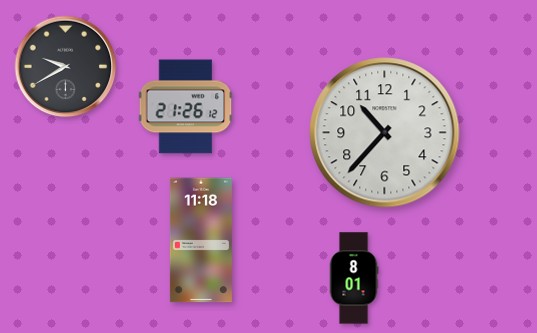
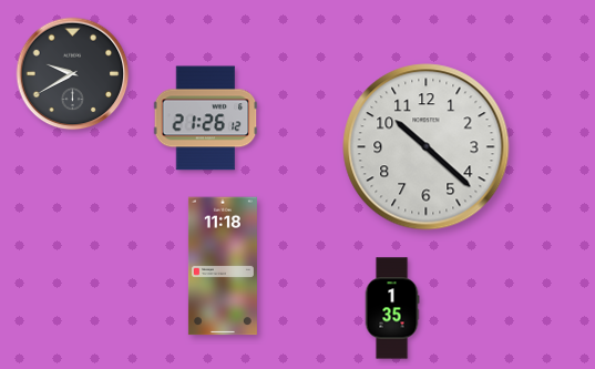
clock at (385, 133): 10:37 -> 10:22
clock at (354, 278): 8:01 -> 1:35
